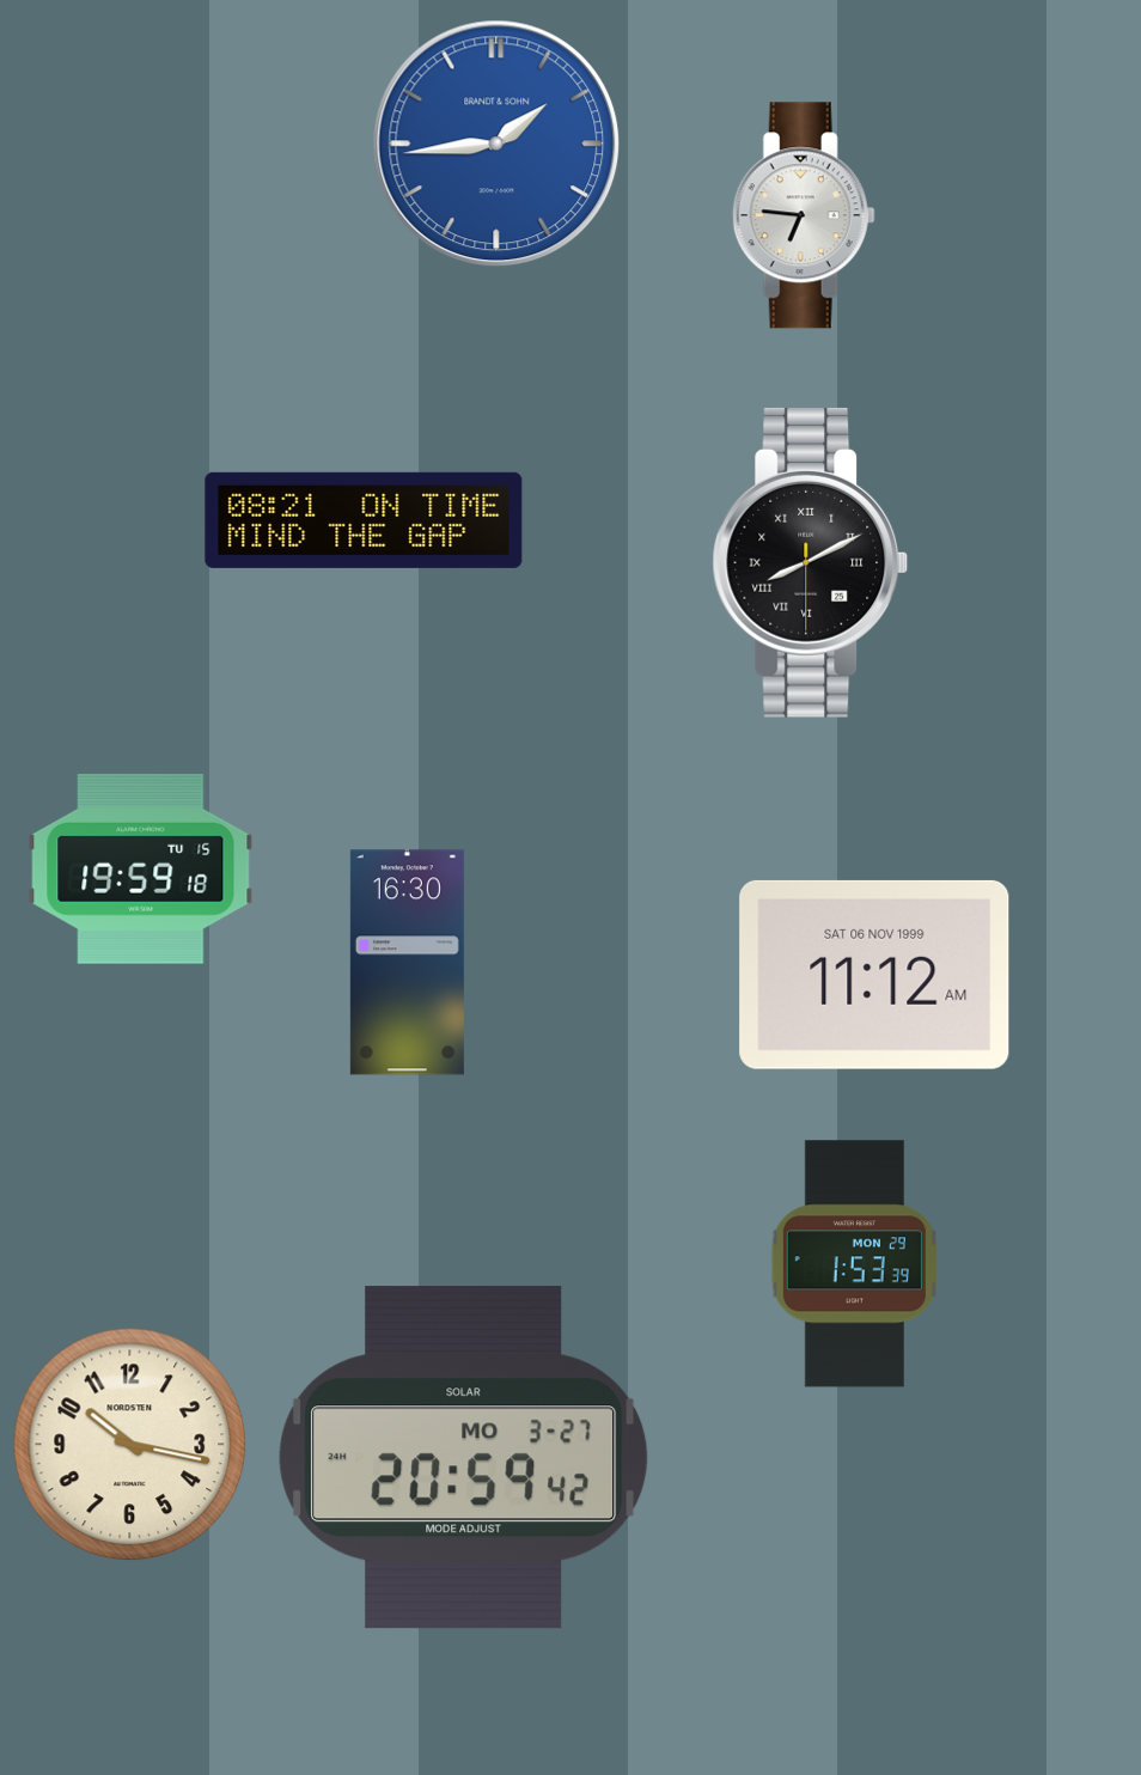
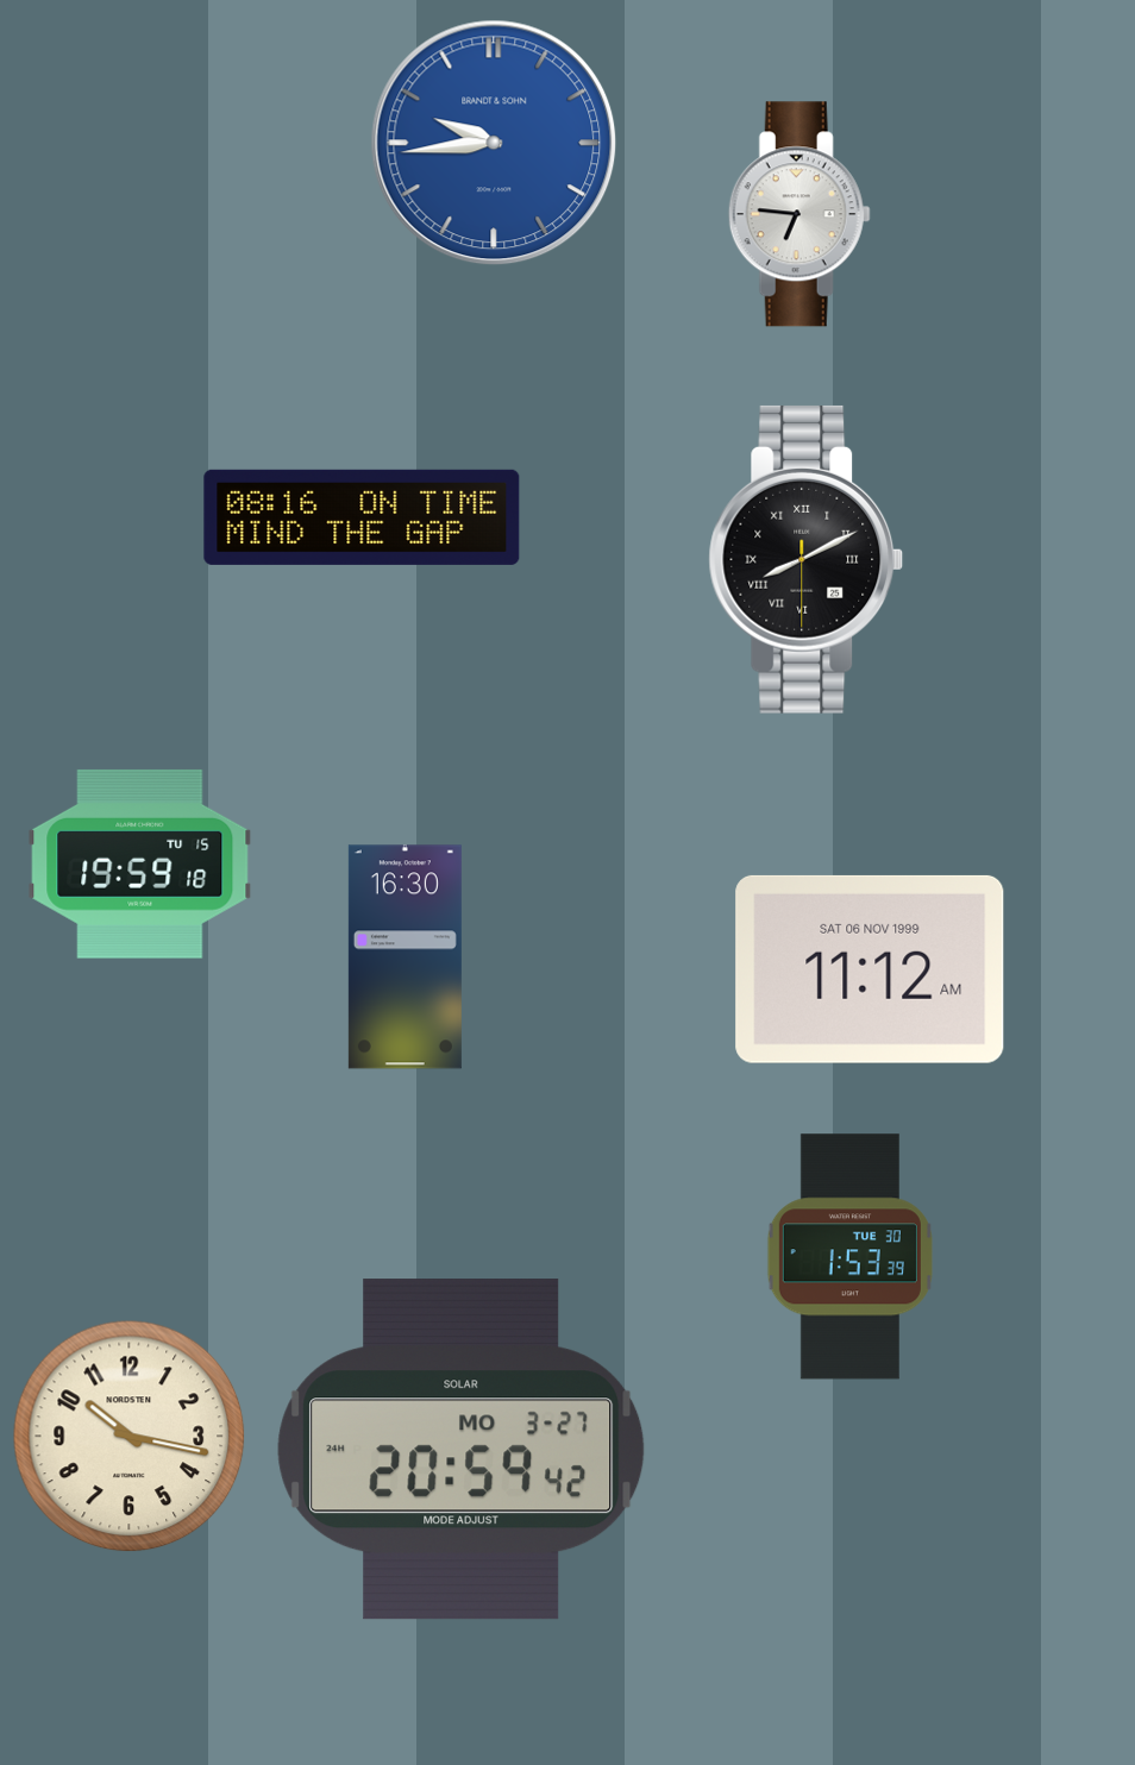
clock at (496, 144): 1:44 -> 9:44
clock at (364, 520): 08:21 -> 08:16
clock at (854, 1264) date: MON 29 -> TUE 30
